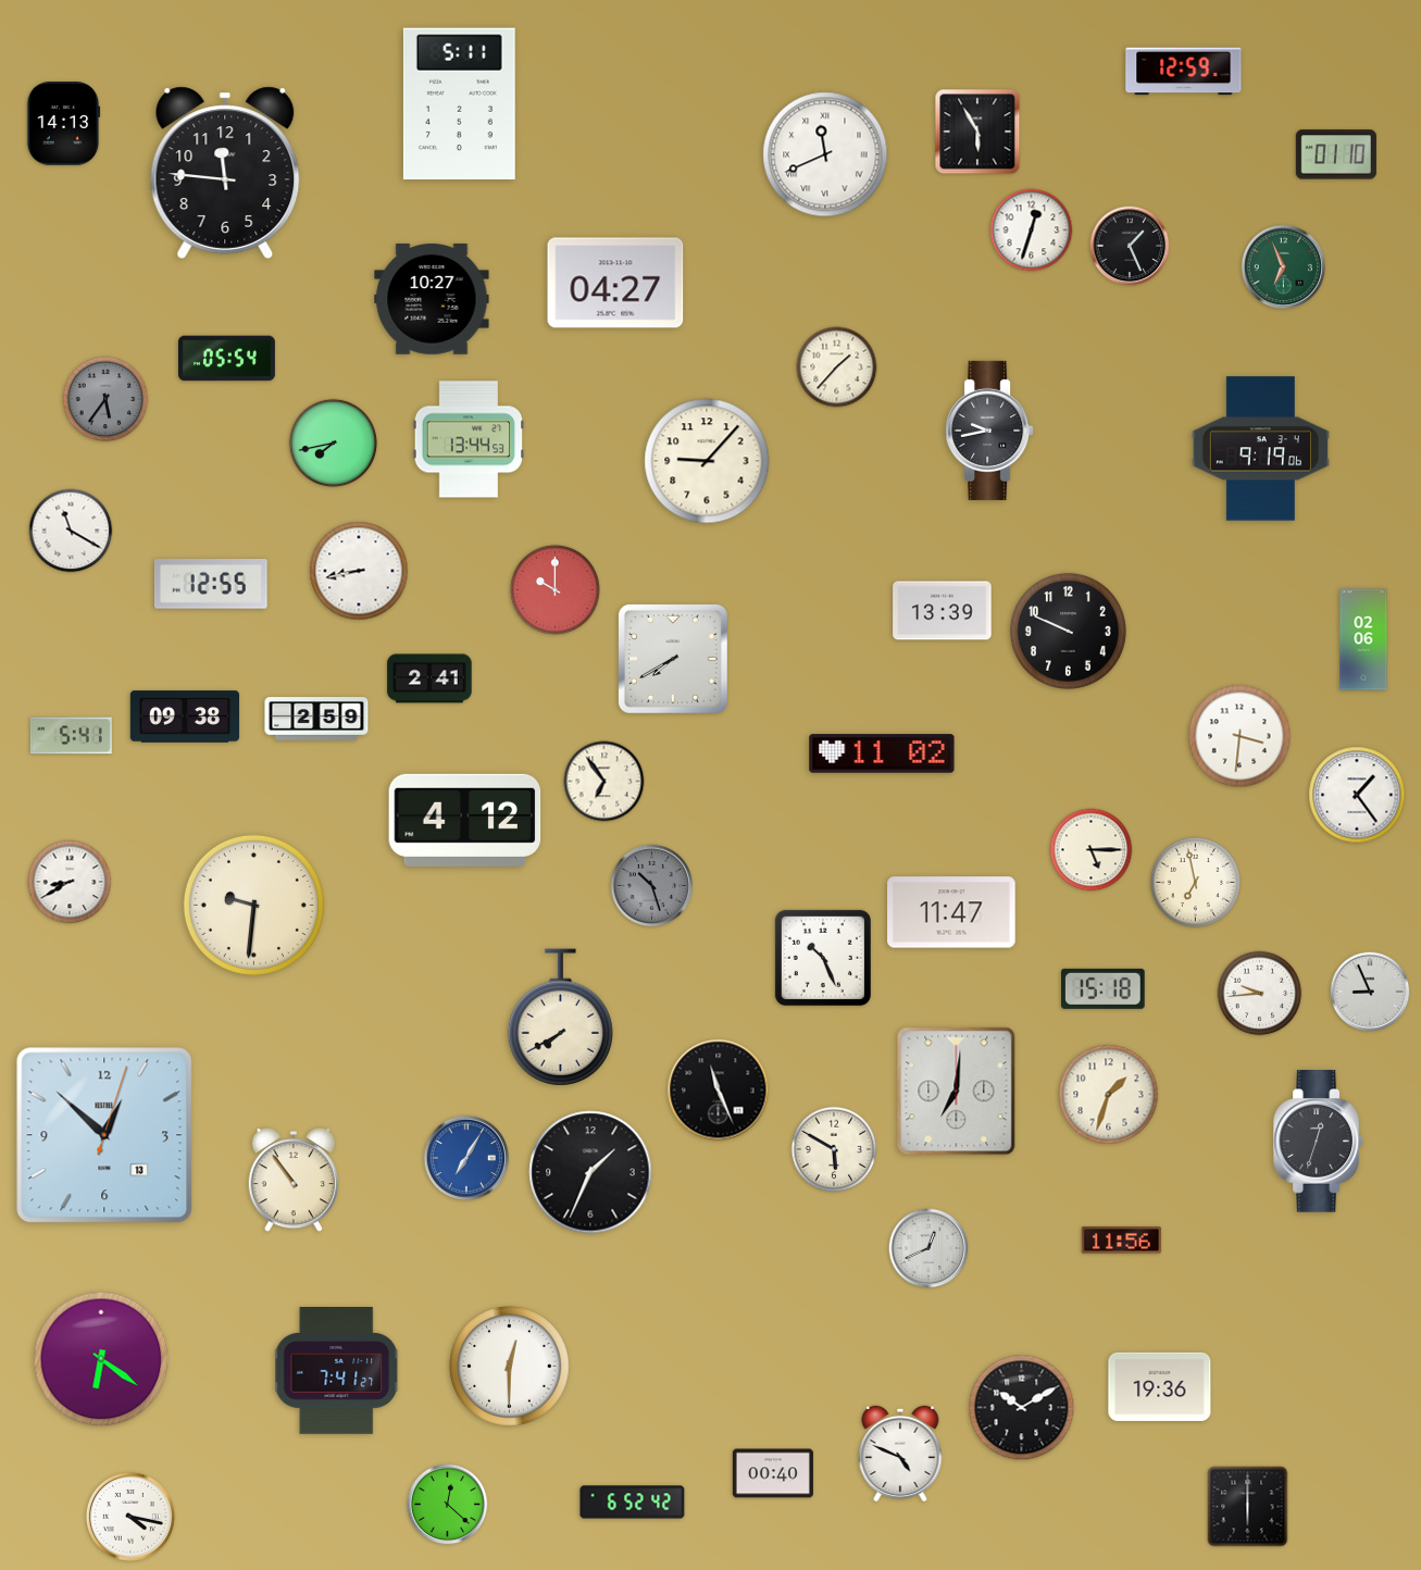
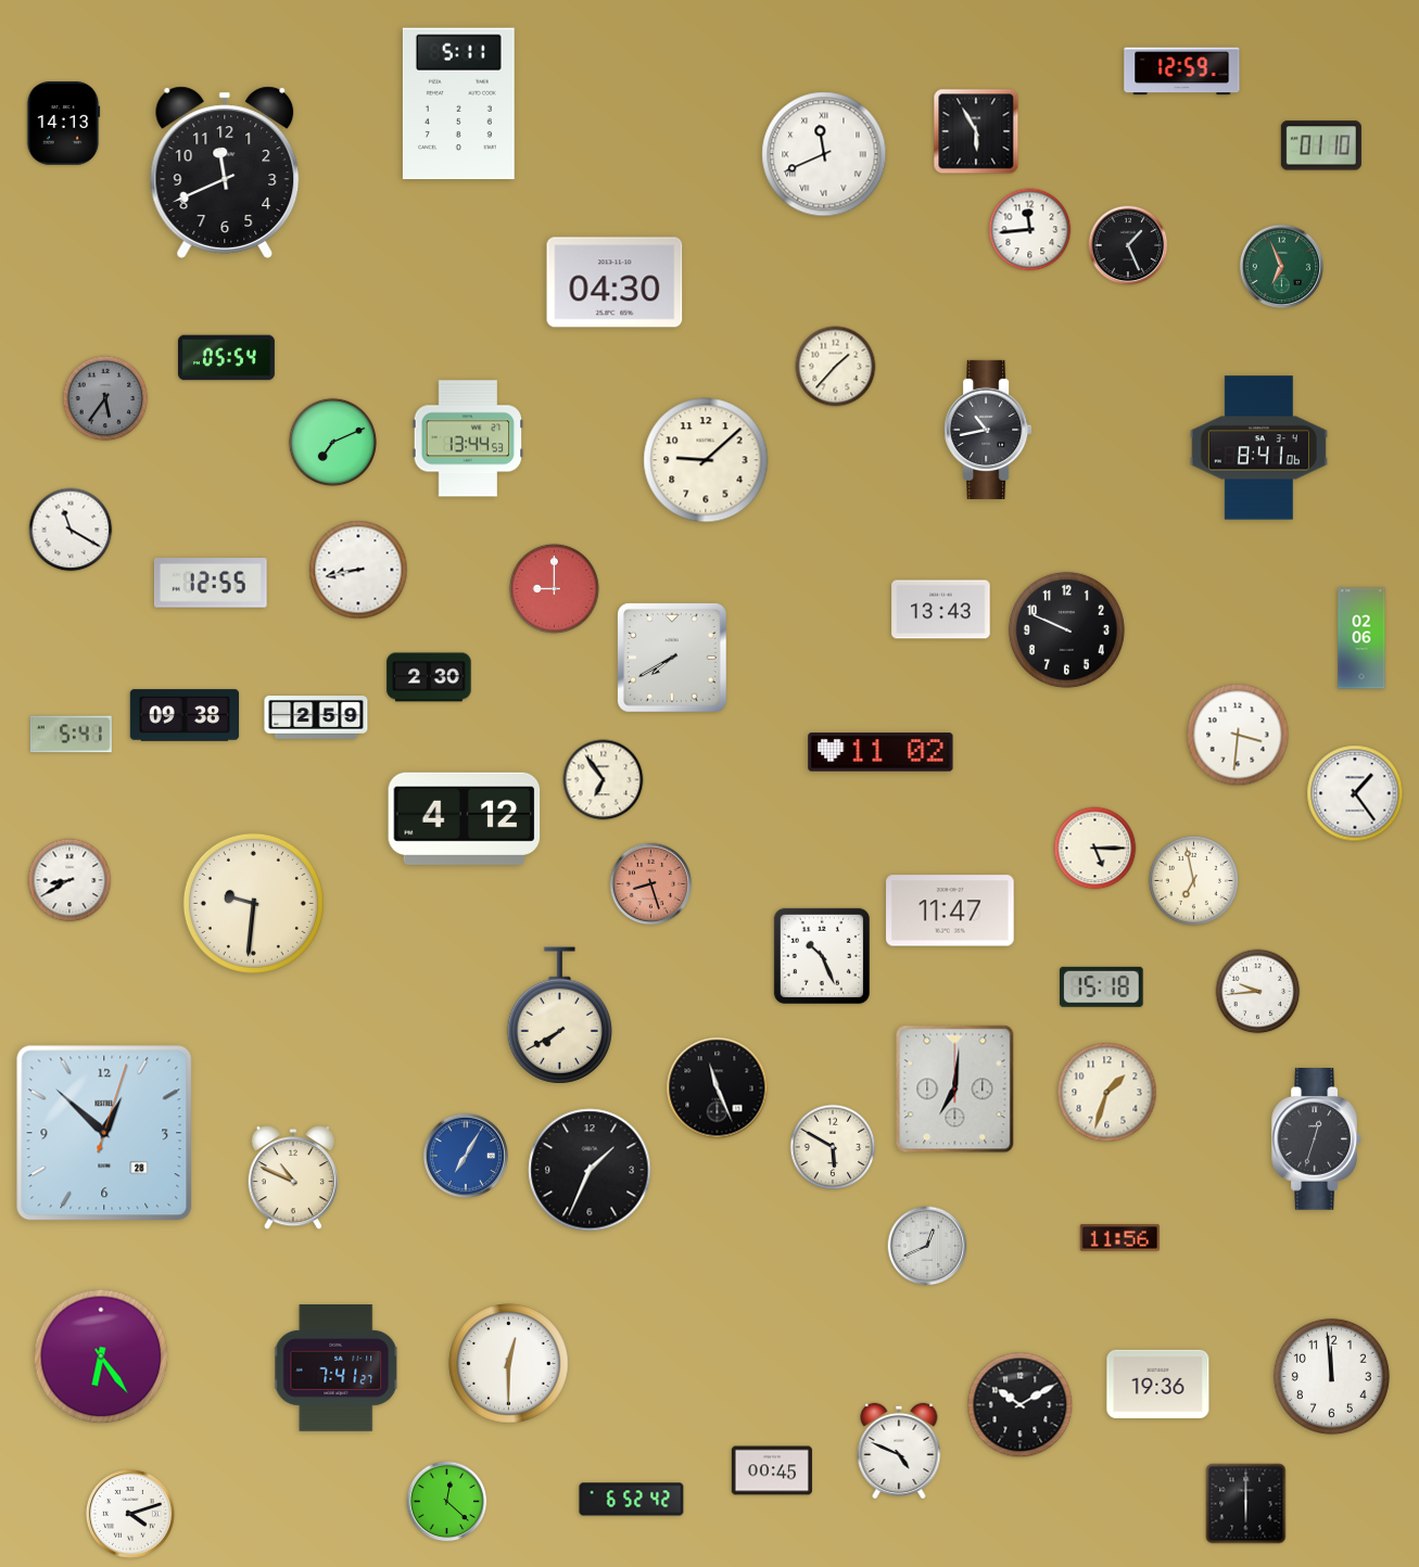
clock at (1336, 154) position: (1336, 154) -> (1321, 145)
clock at (225, 173): 11:46 -> 11:41
clock at (1032, 230): 12:33 -> 11:44
clock at (615, 283): 04:27 -> 04:30
clock at (432, 300): 10:27 -> none
clock at (989, 431): 9:43 -> 10:43
clock at (333, 443): 7:43 -> 7:11
clock at (1260, 449): 9:19 -> 8:41
clock at (707, 461): 9:07 -> 9:08
clock at (554, 589): 10:00 -> 9:00
clock at (943, 611): 13:39 -> 13:43
clock at (429, 678): 2:41 -> 2:30
clock at (1092, 850) position: (1092, 850) -> (1095, 849)
clock at (652, 886): 10:27 -> 8:27
clock at (652, 886) dial: grey -> salmon
clock at (1370, 992): 8:56 -> none
clock at (104, 1135) date: 13 -> 28
clock at (292, 1180): 10:54 -> 10:49
clock at (101, 1359): 6:21 -> 6:24
clock at (1331, 1376): none -> 11:59
clock at (773, 1473): 00:40 -> 00:45
clock at (130, 1517): 4:17 -> 4:12
